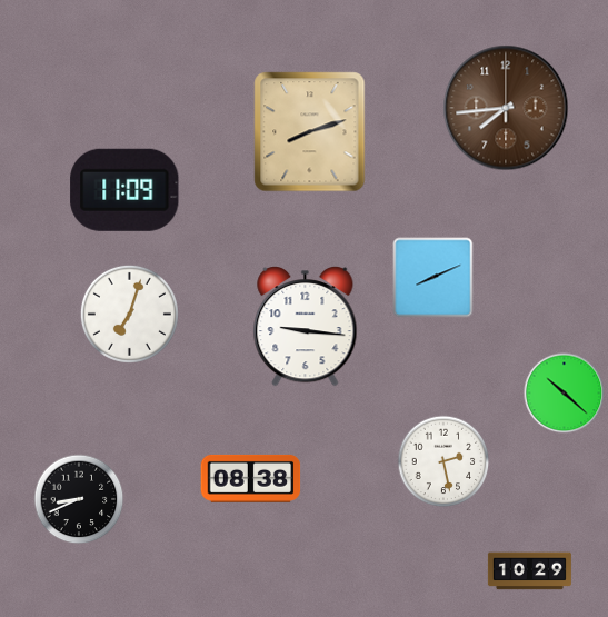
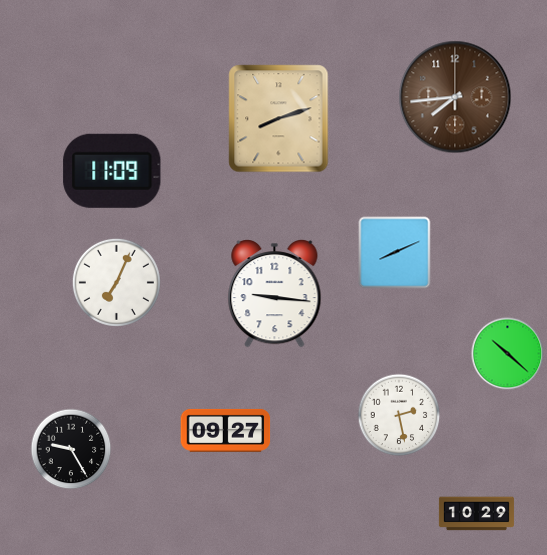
clock at (433, 278) position: (433, 278) -> (395, 253)
clock at (129, 314): 7:03 -> 7:04
clock at (251, 478): 08:38 -> 09:27
clock at (79, 499): 8:41 -> 9:25
